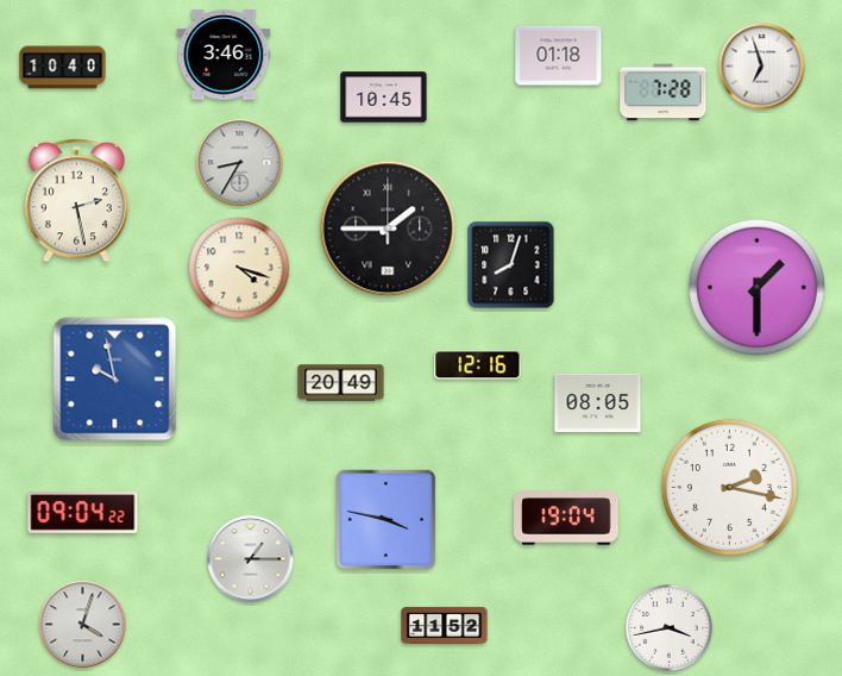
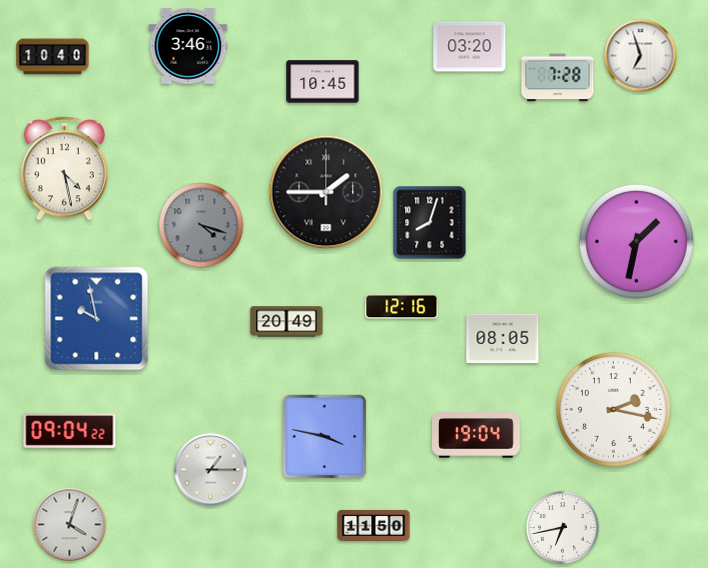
clock at (559, 56): 01:18 -> 03:20
clock at (240, 163): 8:35 -> none
clock at (76, 201): 2:28 -> 4:28
clock at (239, 268) dial: cream -> grey
clock at (756, 287): 1:30 -> 1:32
clock at (445, 625): 11:52 -> 11:50
clock at (670, 628): 3:43 -> 6:43
